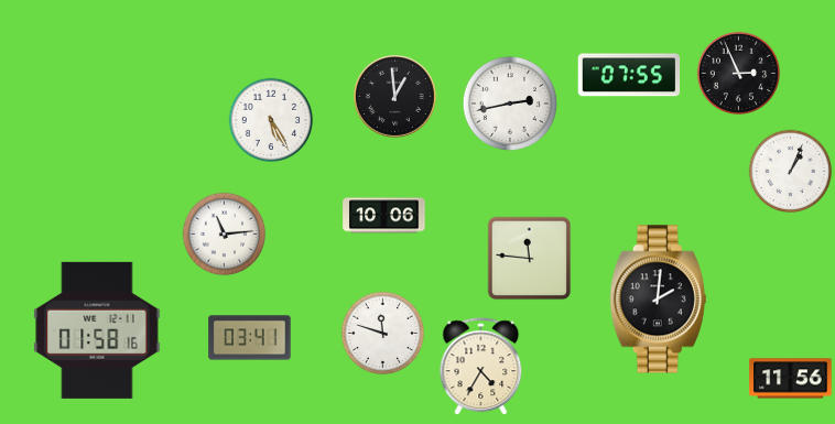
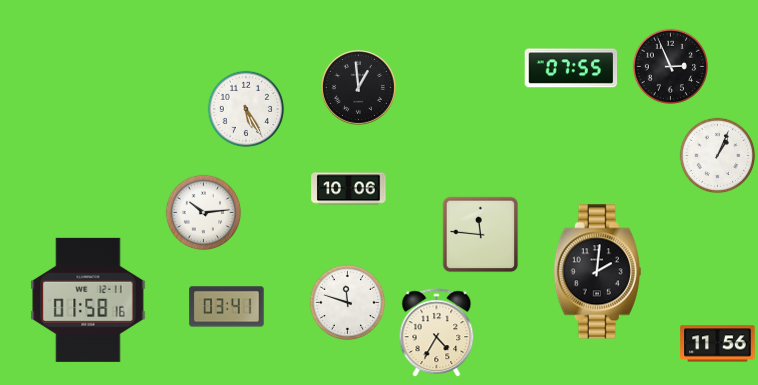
clock at (510, 104): 2:43 -> none
clock at (384, 216) position: (384, 216) -> (349, 189)
clock at (225, 235): 11:14 -> 10:14
